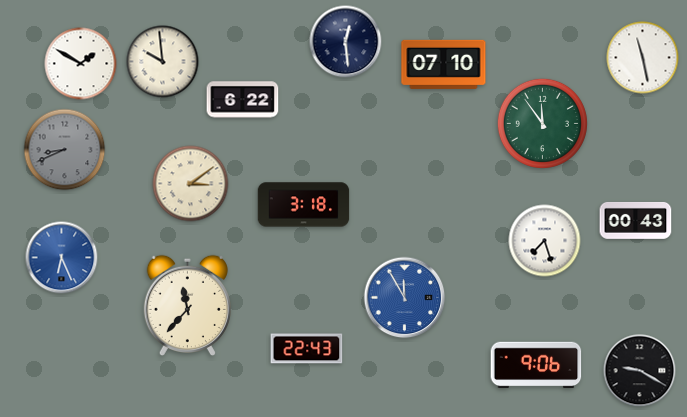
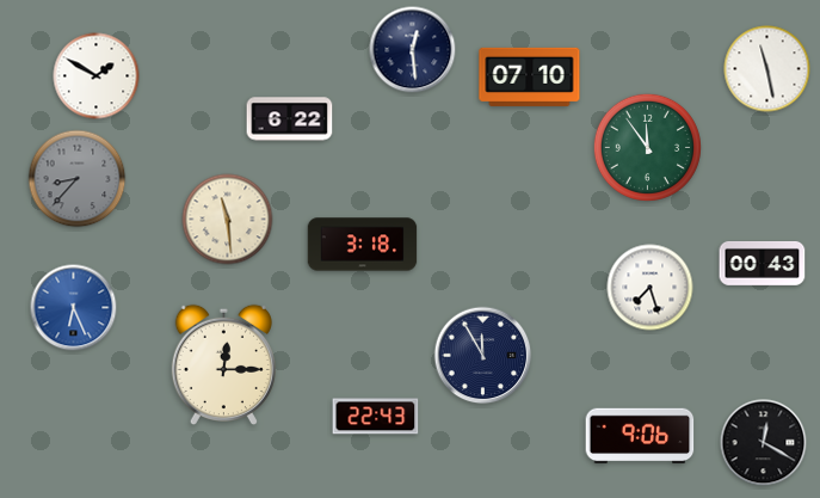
clock at (163, 62): 9:59 -> none
clock at (65, 150): 8:41 -> 8:37
clock at (191, 184): 3:09 -> 11:29
clock at (636, 220) position: (636, 220) -> (763, 263)
clock at (405, 298) dial: blue -> navy
clock at (187, 305): 11:37 -> 12:15
clock at (307, 349) position: (307, 349) -> (376, 417)
clock at (640, 371): 9:20 -> 12:20
